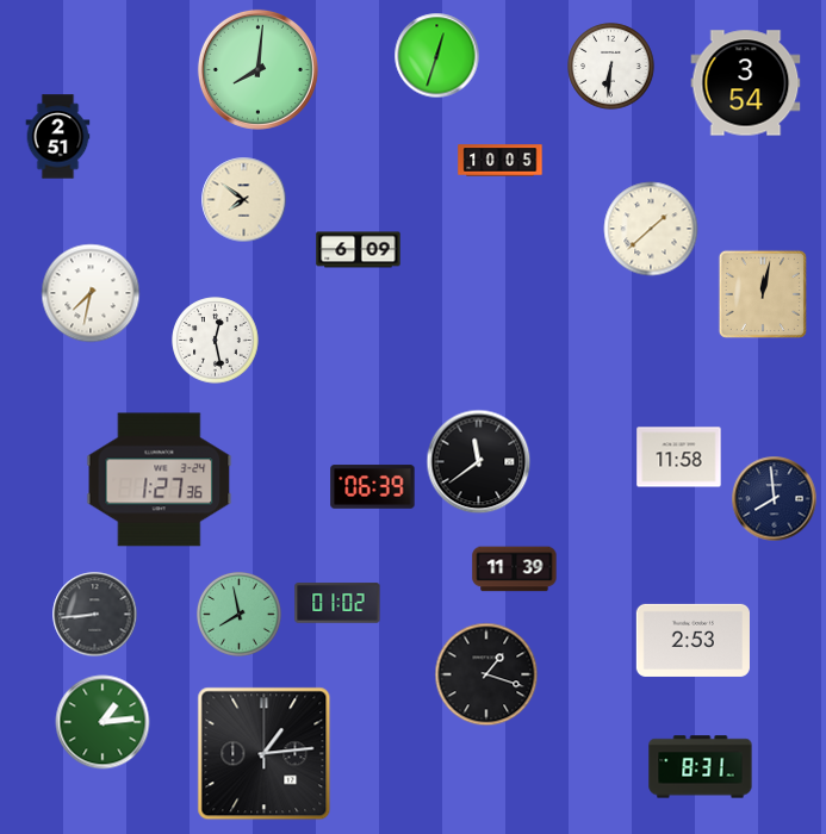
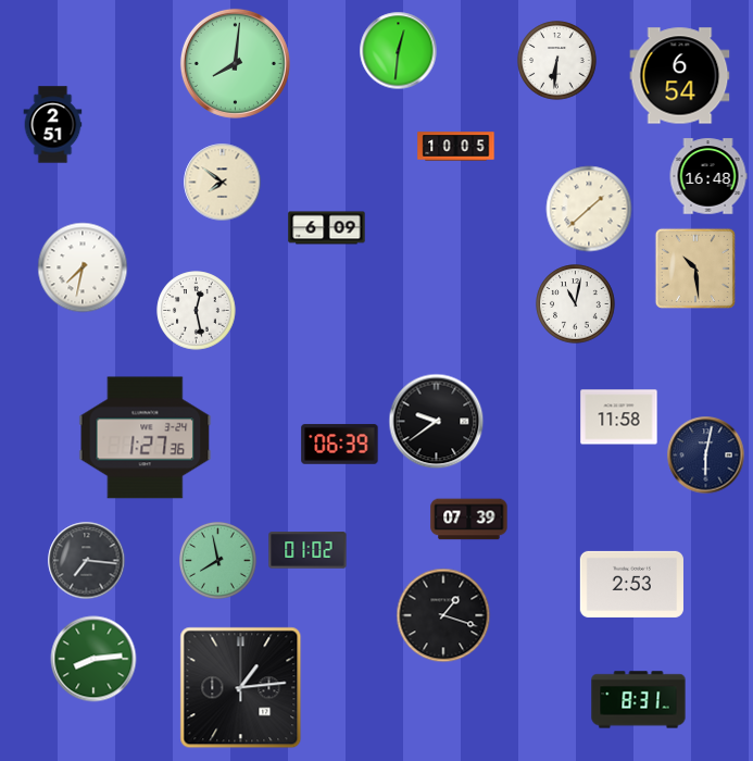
clock at (437, 56): 12:33 -> 12:31
clock at (746, 83): 3:54 -> 6:54
clock at (708, 176): none -> 16:48
clock at (651, 229) position: (651, 229) -> (589, 209)
clock at (763, 294): 12:02 -> 10:29
clock at (576, 304): none -> 11:02
clock at (479, 462): 11:39 -> 9:39
clock at (775, 499): 7:59 -> 6:02
clock at (515, 570): 11:39 -> 07:39
clock at (95, 615): 8:44 -> 7:16
clock at (103, 722): 1:14 -> 8:14
